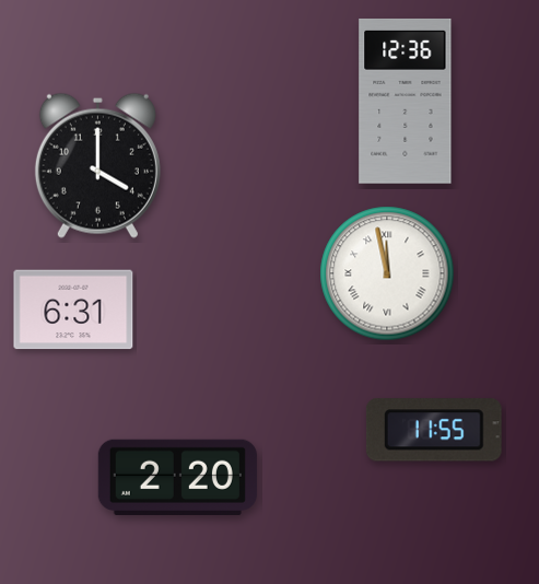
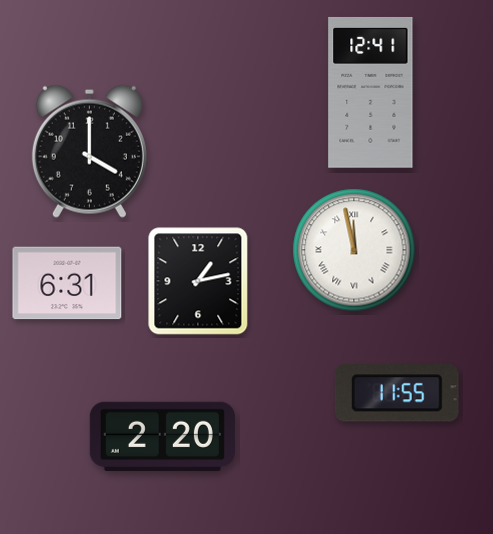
clock at (406, 101): 12:36 -> 12:41
clock at (198, 281): none -> 1:13
